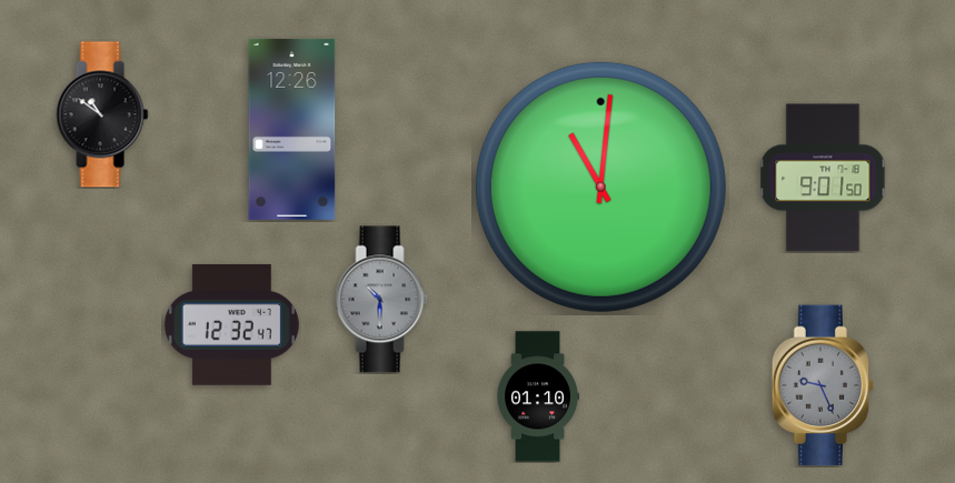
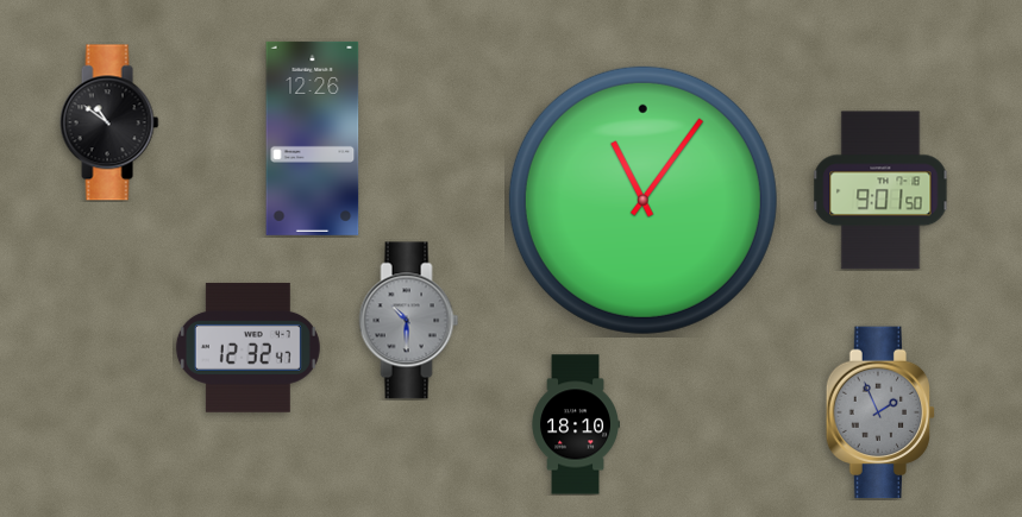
clock at (600, 187): 11:01 -> 11:06
clock at (823, 385): 9:26 -> 1:56
clock at (538, 396): 01:10 -> 18:10
